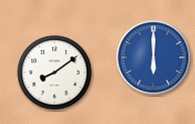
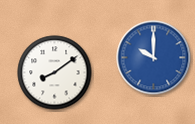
clock at (154, 58): 6:00 -> 10:00
